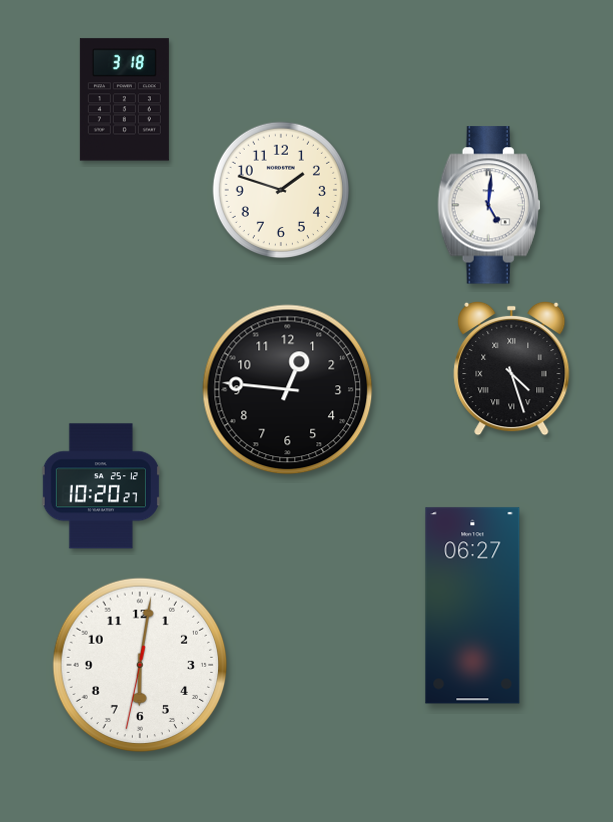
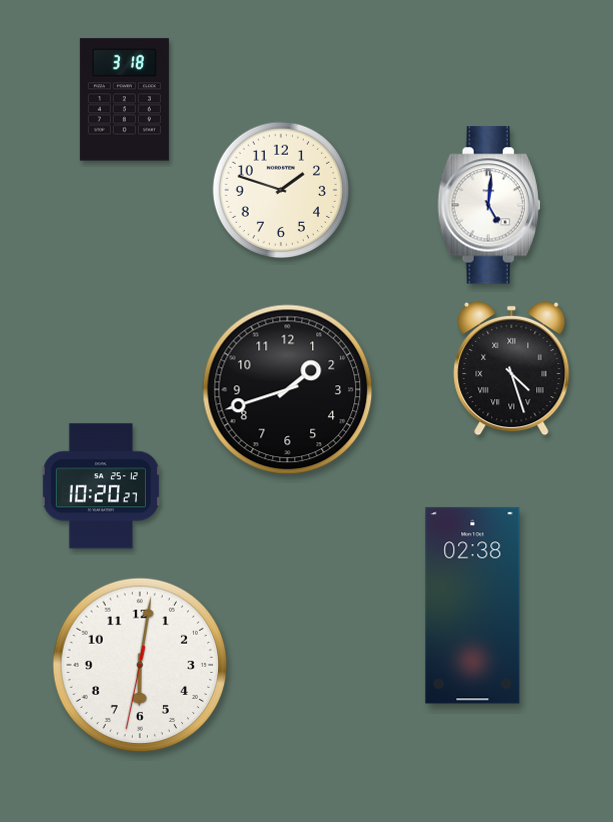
clock at (288, 390): 12:46 -> 1:42
clock at (473, 606): 06:27 -> 02:38
